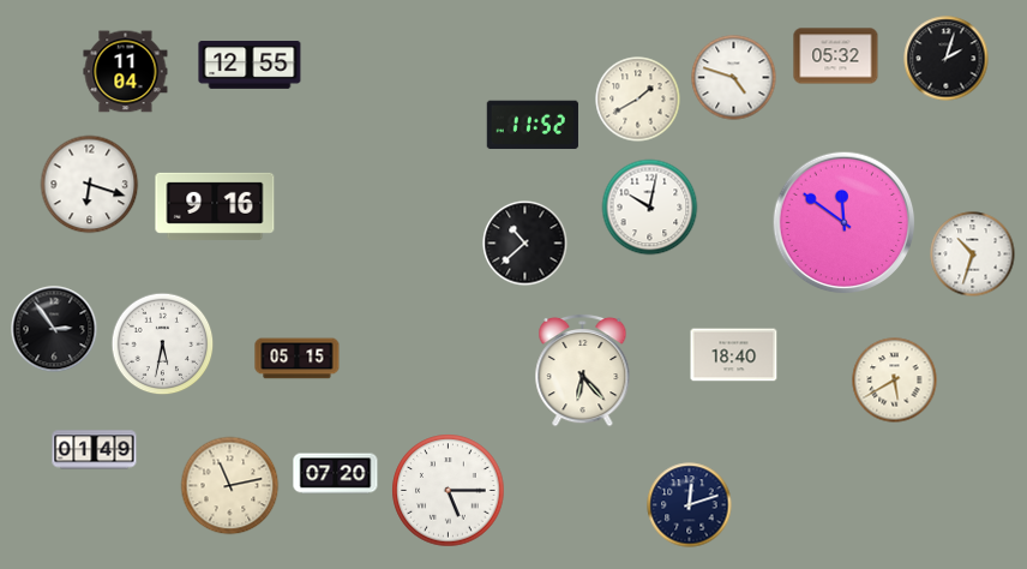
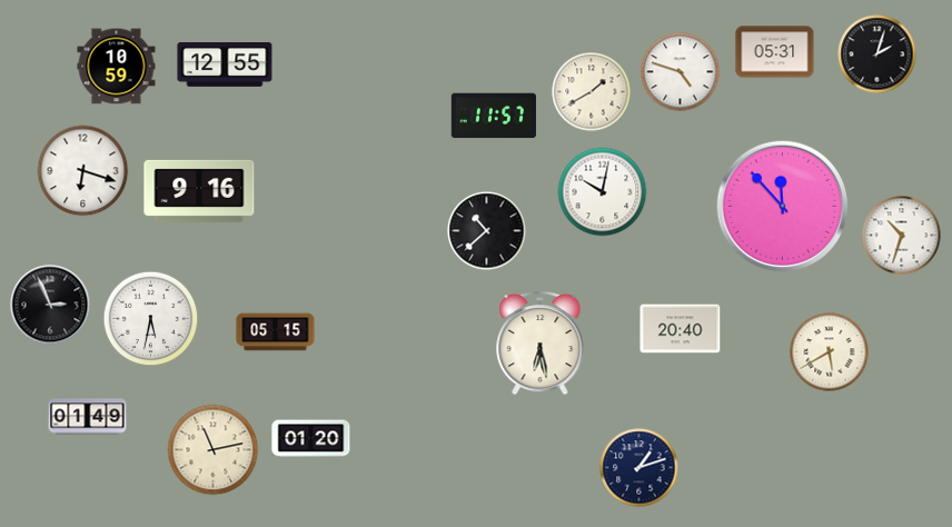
clock at (836, 56): 05:32 -> 05:31
clock at (250, 66) position: (250, 66) -> (225, 66)
clock at (126, 72): 11:04 -> 10:59
clock at (533, 125): 11:52 -> 11:57
clock at (845, 223): 11:51 -> 11:53
clock at (525, 244) position: (525, 244) -> (487, 231)
clock at (54, 329): 2:54 -> 2:56
clock at (734, 355): 18:40 -> 20:40
clock at (583, 370): 6:23 -> 6:28
clock at (336, 474): 07:20 -> 01:20
clock at (449, 491): 5:15 -> none
clock at (690, 505): 12:12 -> 1:12
